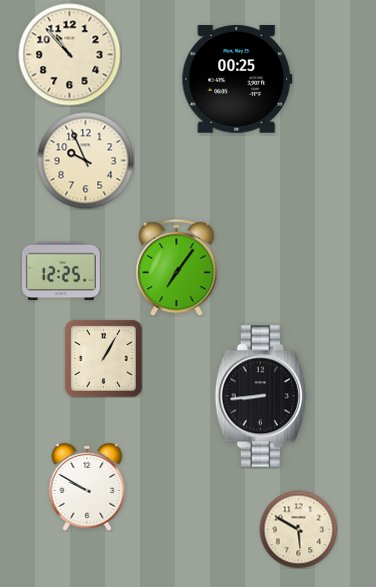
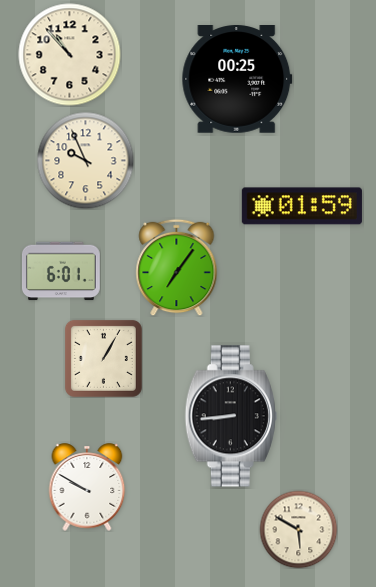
clock at (302, 206): none -> 01:59
clock at (61, 271): 12:25 -> 6:01
clock at (261, 396) position: (261, 396) -> (231, 416)
